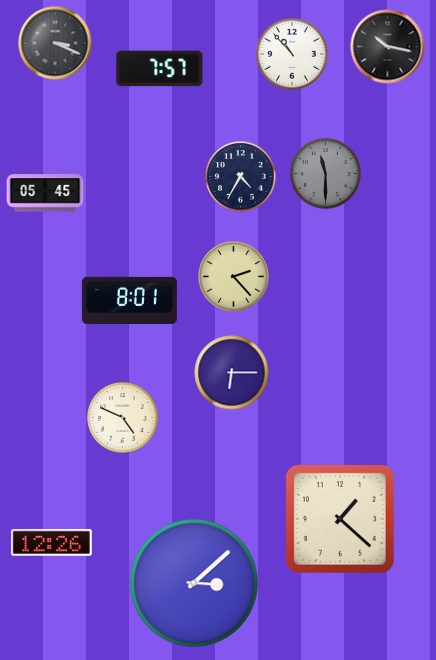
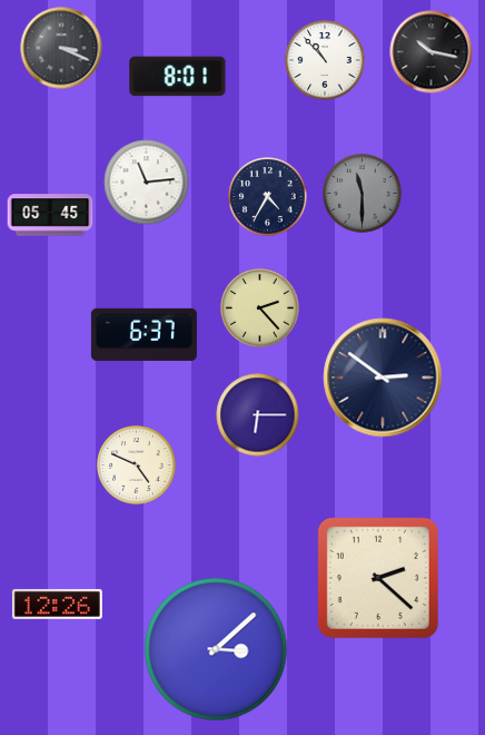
clock at (160, 69): 7:57 -> 8:01
clock at (147, 183): none -> 11:14
clock at (129, 300): 8:01 -> 6:37
clock at (383, 378): none -> 2:51
clock at (340, 519): 1:22 -> 2:22
